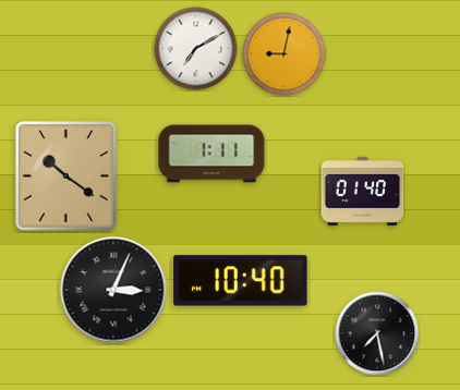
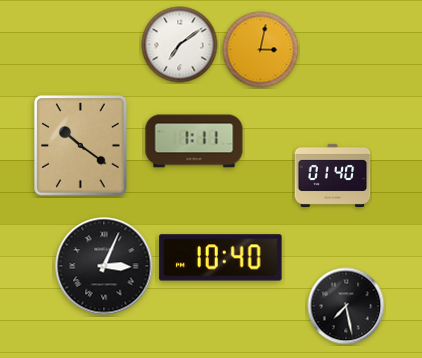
clock at (196, 49): 7:10 -> 7:09
clock at (285, 54): 9:02 -> 3:02
clock at (66, 176) position: (66, 176) -> (81, 146)
